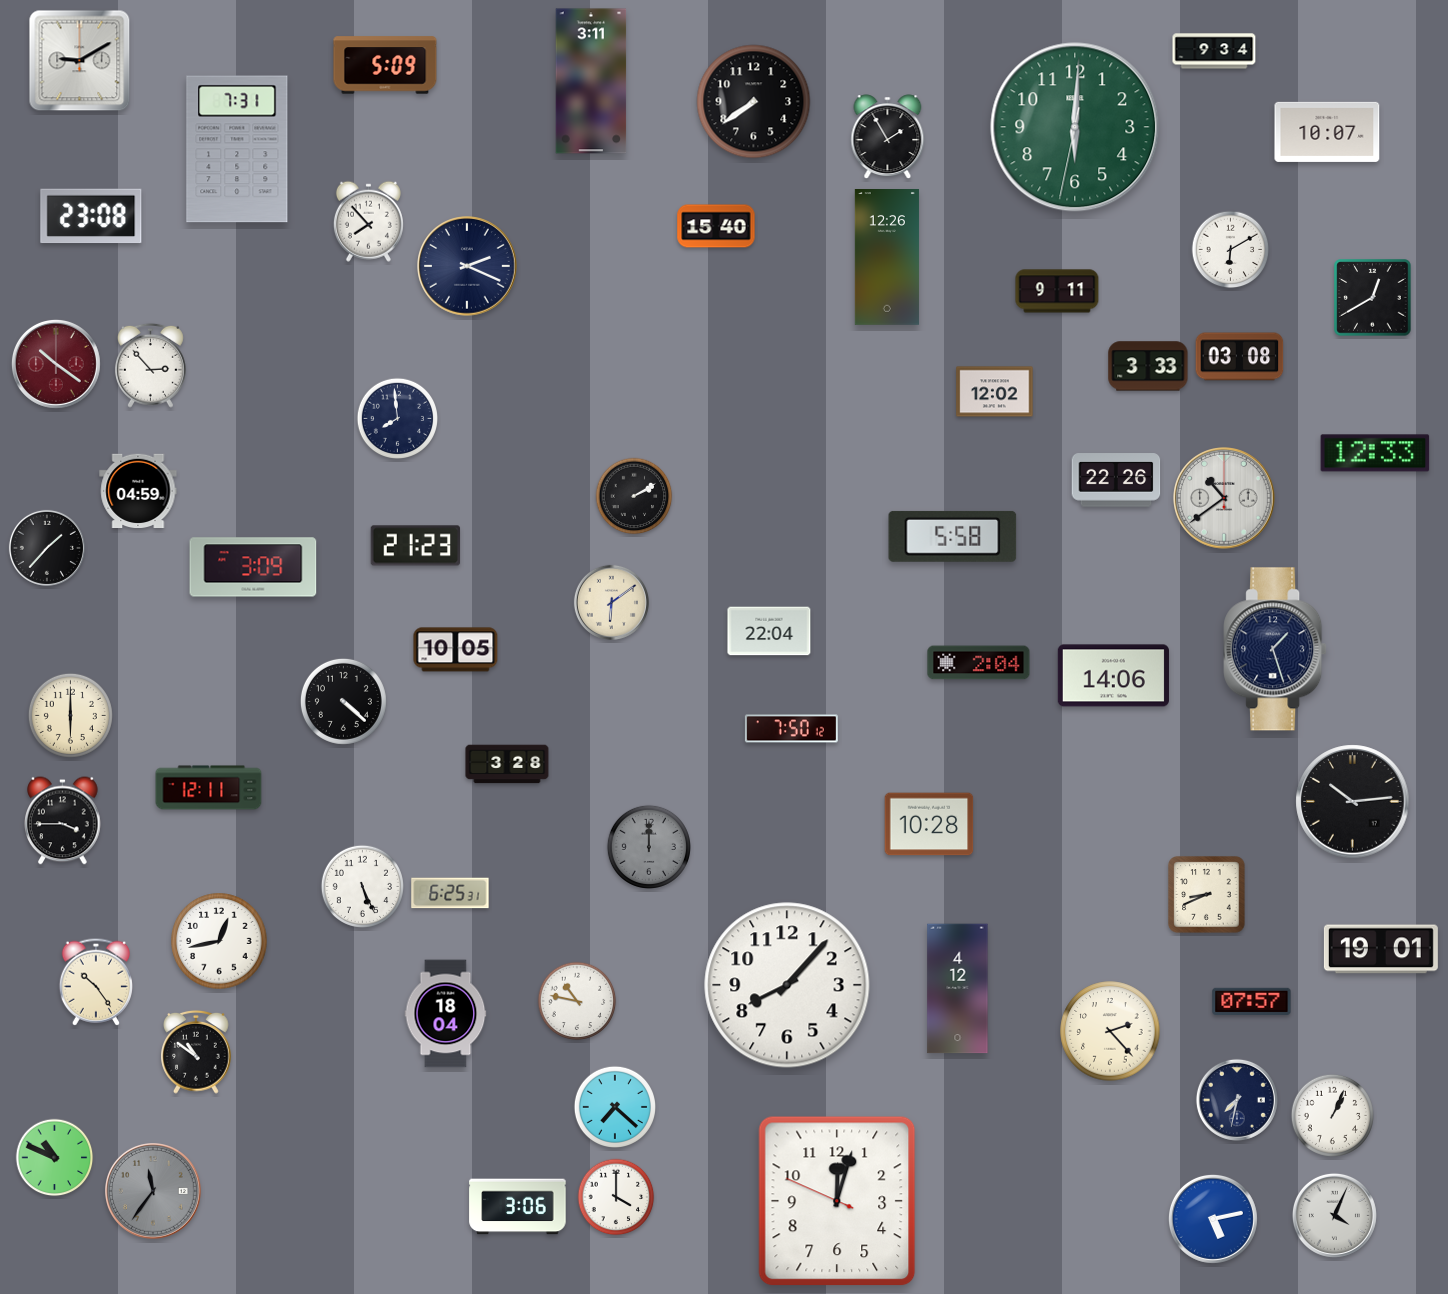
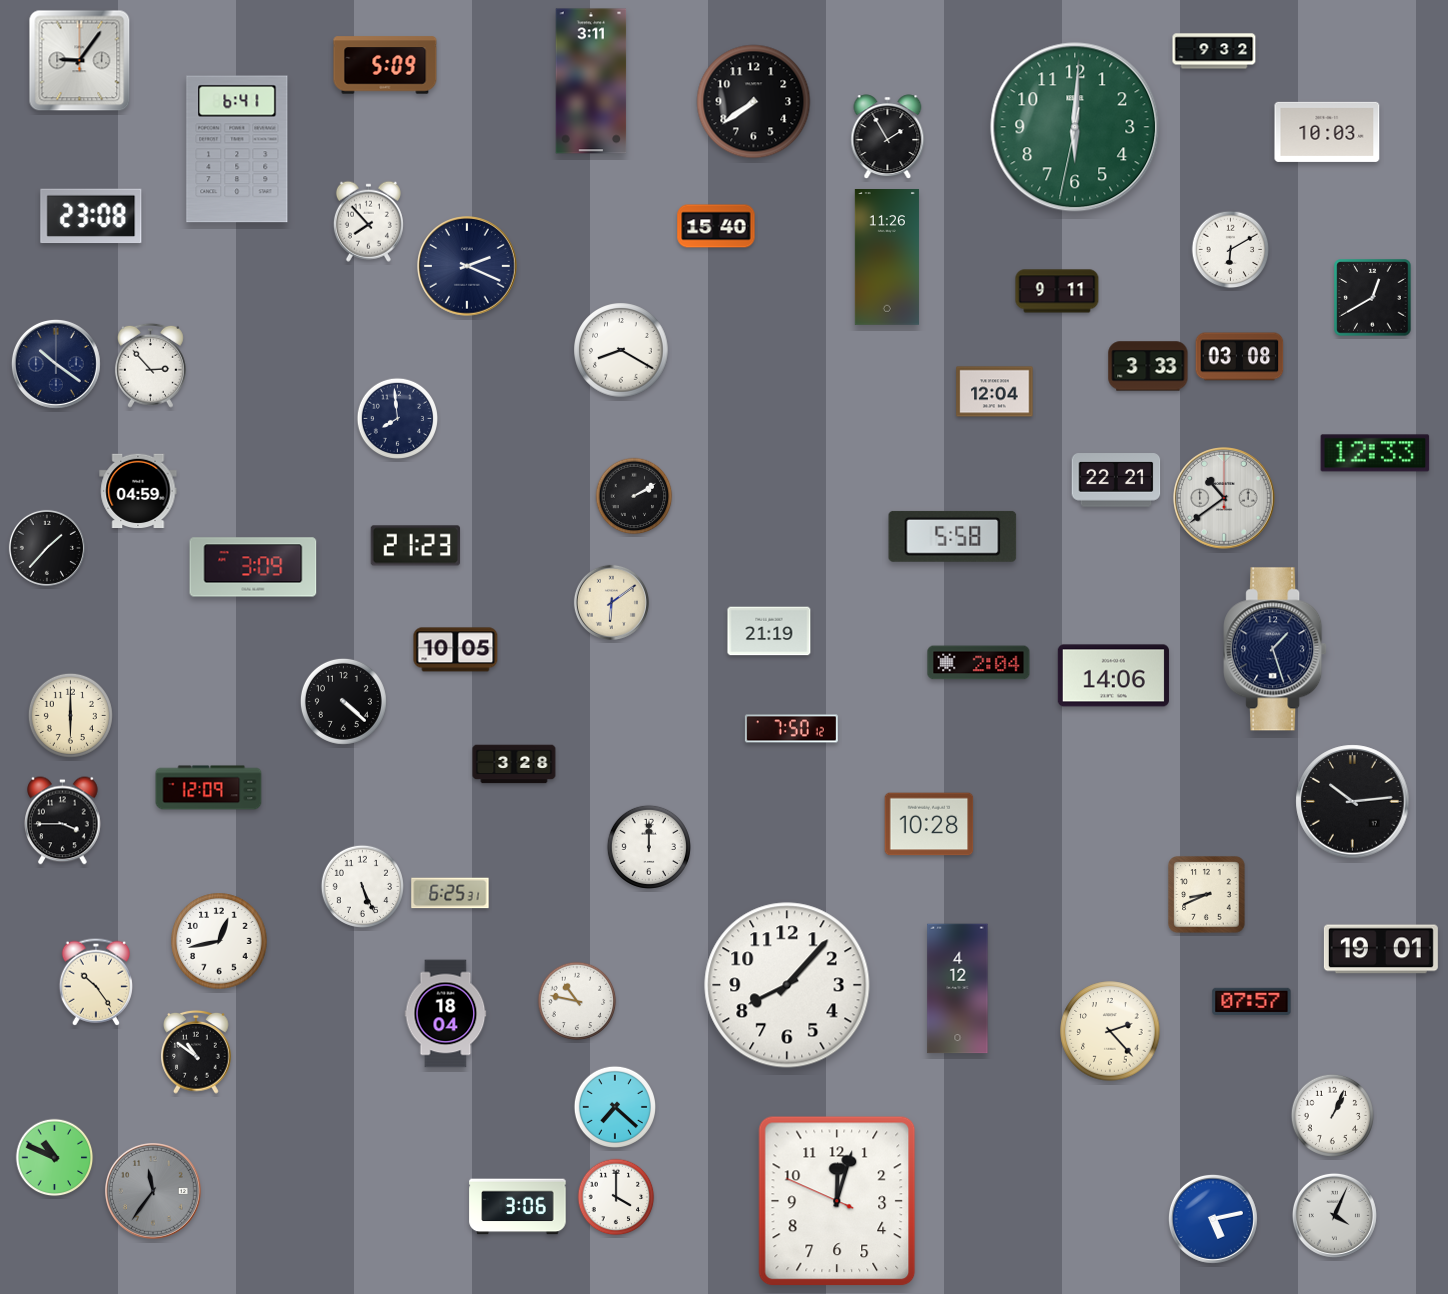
clock at (1214, 51): 9:34 -> 9:32
clock at (80, 61): 9:10 -> 9:06
clock at (1327, 132): 10:07 -> 10:03
clock at (237, 149): 7:31 -> 6:41
clock at (887, 258): 12:26 -> 11:26
clock at (621, 350): none -> 8:20
clock at (56, 364) dial: burgundy -> navy
clock at (995, 392): 12:02 -> 12:04
clock at (1116, 480): 22:26 -> 22:21
clock at (769, 631): 22:04 -> 21:19
clock at (507, 764) position: (507, 764) -> (514, 764)
clock at (209, 788): 12:11 -> 12:09
clock at (649, 847) dial: grey -> white
clock at (1237, 1100): 7:32 -> none
